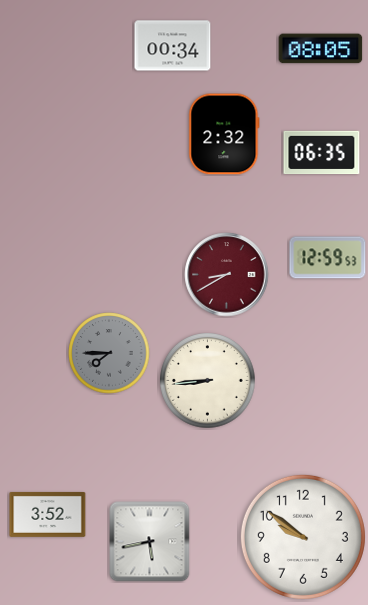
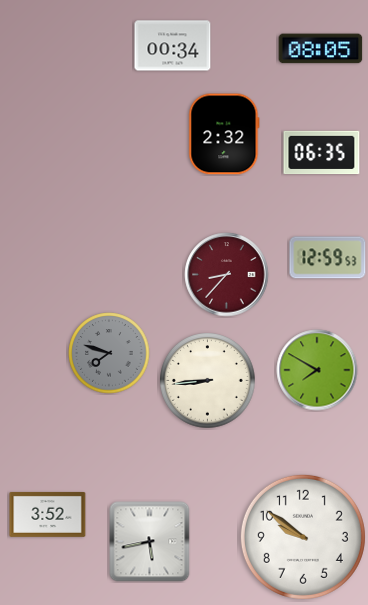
clock at (227, 275): 8:40 -> 8:37
clock at (109, 353): 7:45 -> 7:48
clock at (317, 370): none -> 7:50
